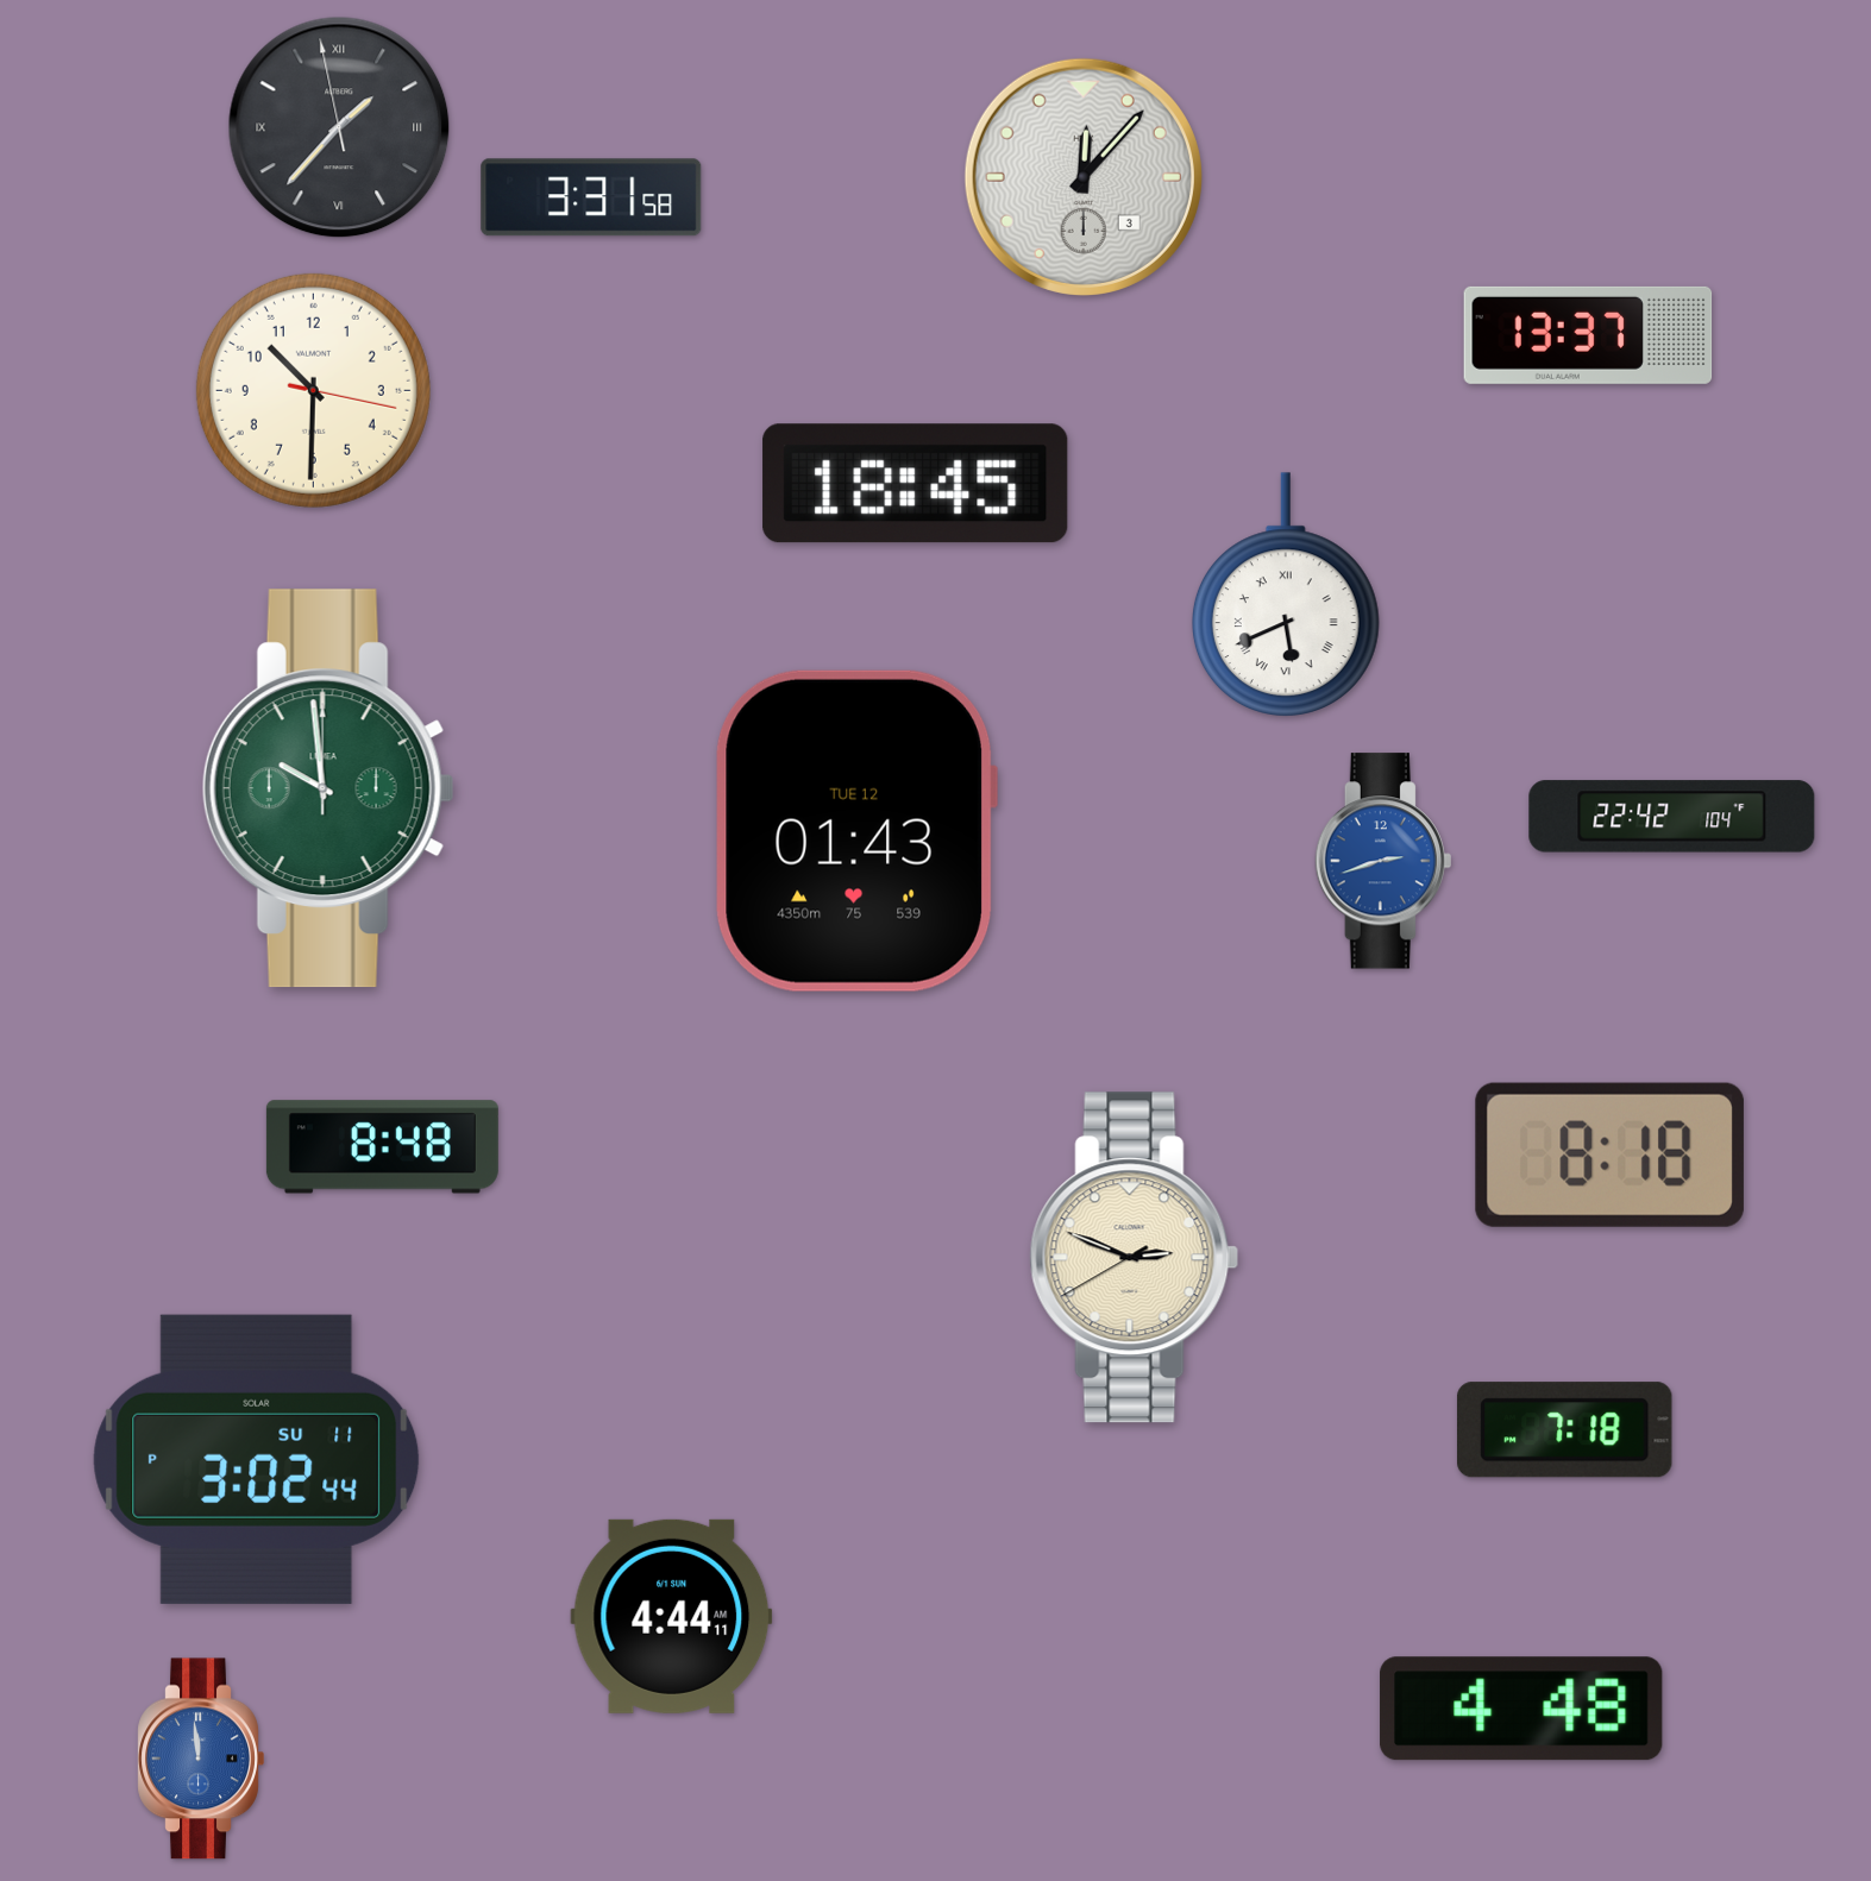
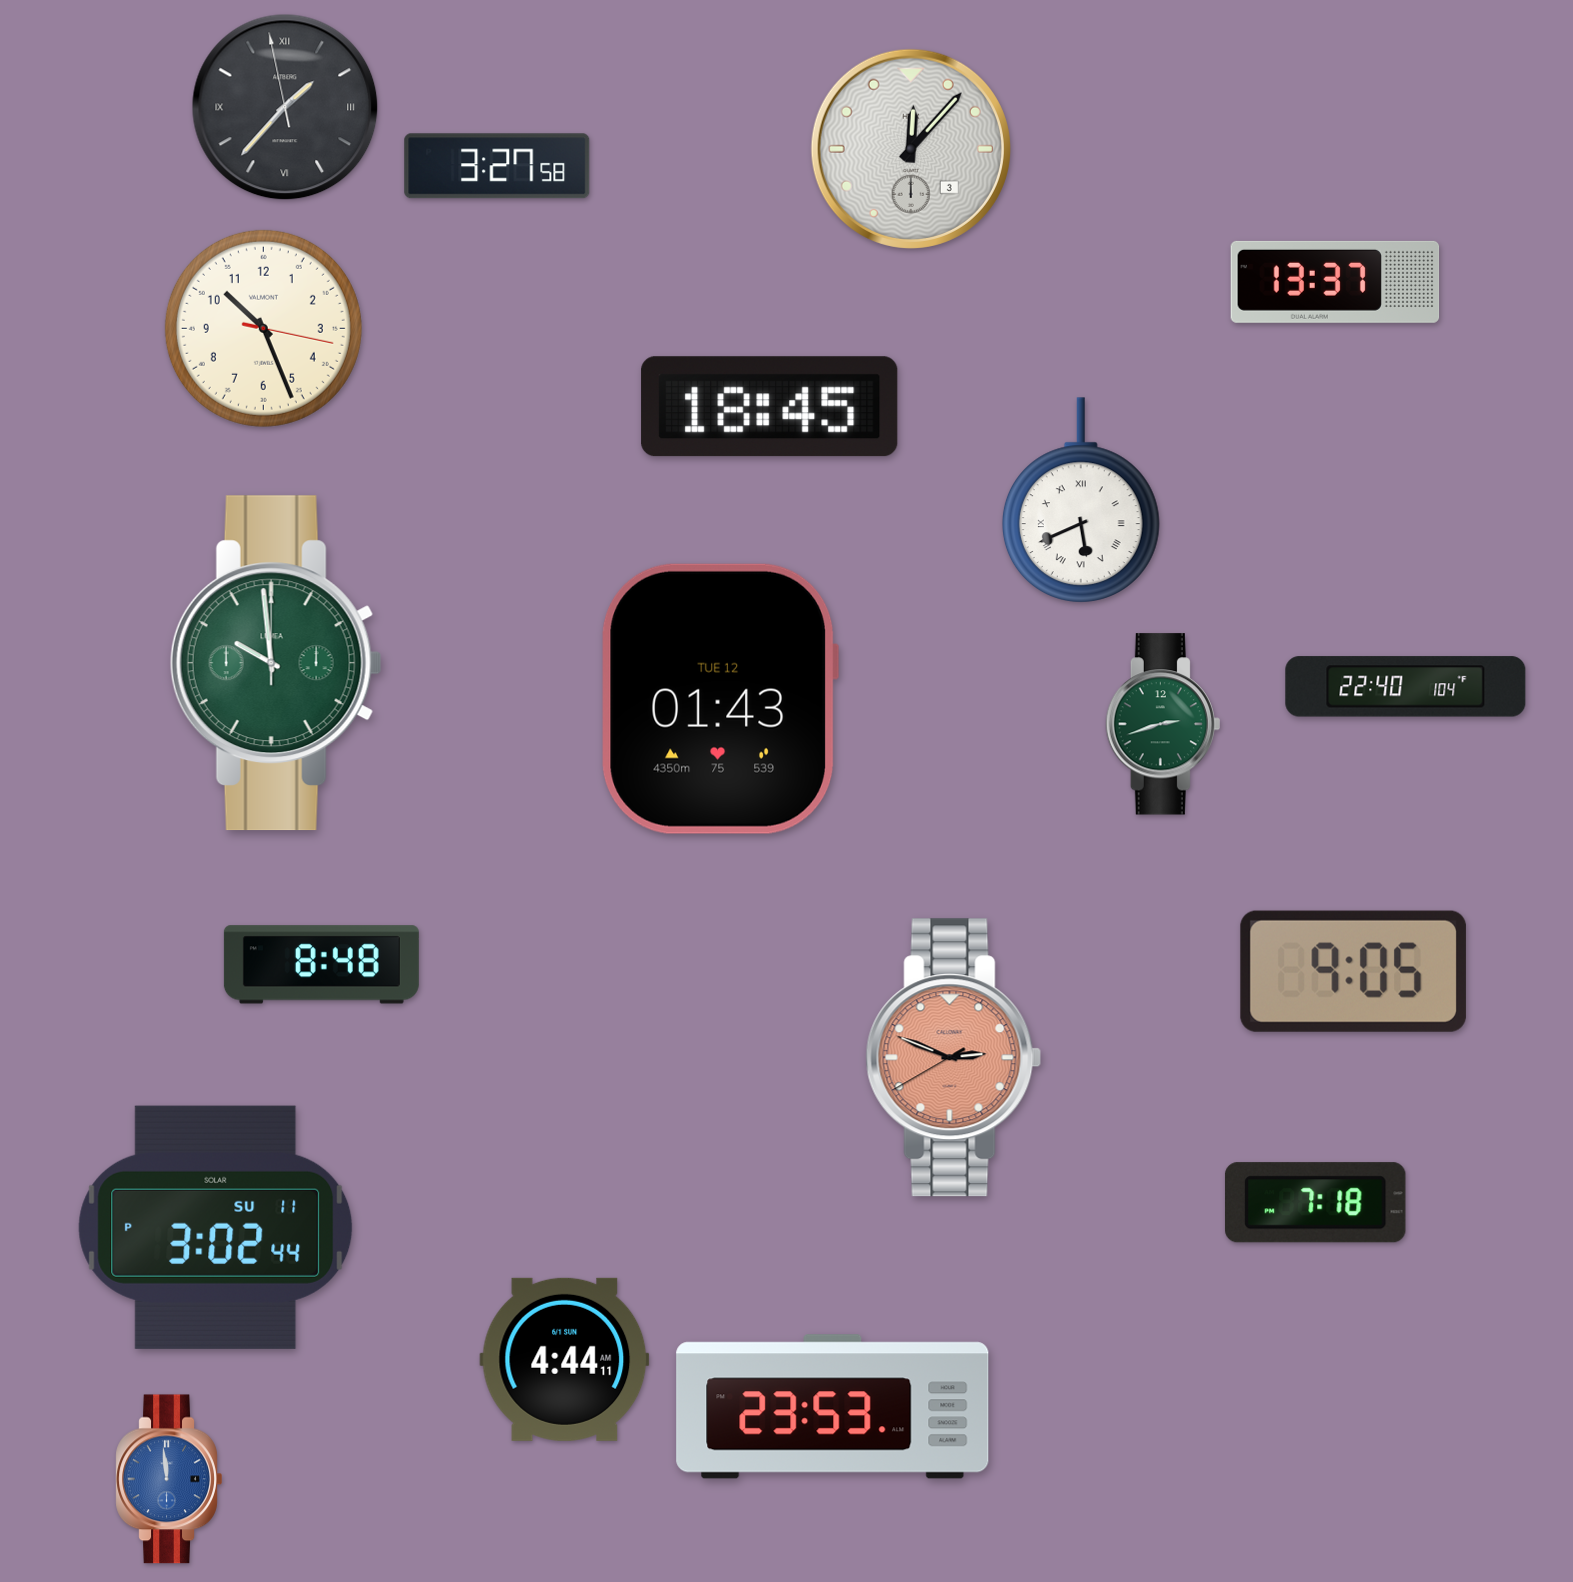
clock at (591, 197): 3:31 -> 3:27
clock at (313, 390): 10:30 -> 10:26
clock at (1672, 817): 22:42 -> 22:40
clock at (1383, 861) dial: blue -> green
clock at (1609, 1155): 8:18 -> 9:05
clock at (1135, 1258) dial: cream -> salmon
clock at (833, 1407): none -> 23:53
clock at (1521, 1709): 4:48 -> none
